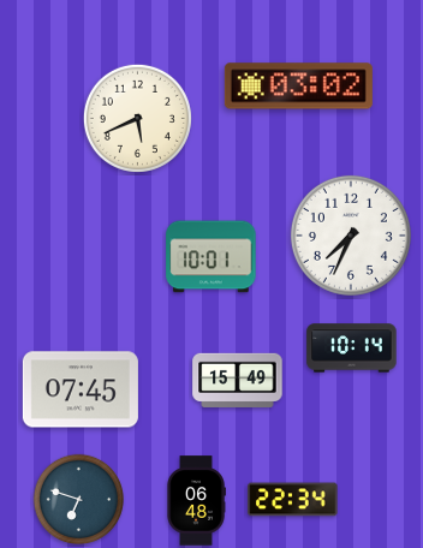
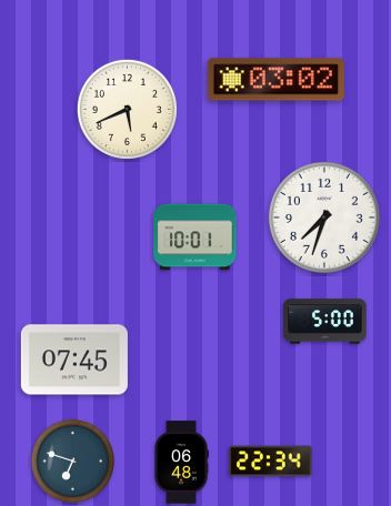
clock at (351, 236): 7:34 -> 7:33
clock at (352, 349): 10:14 -> 5:00
clock at (238, 380): 15:49 -> none
